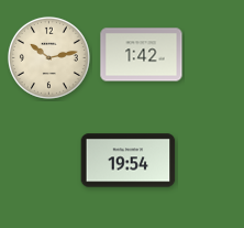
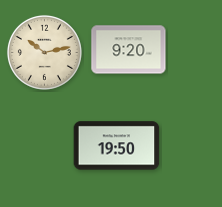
clock at (142, 55): 1:42 -> 9:20
clock at (129, 161): 19:54 -> 19:50
